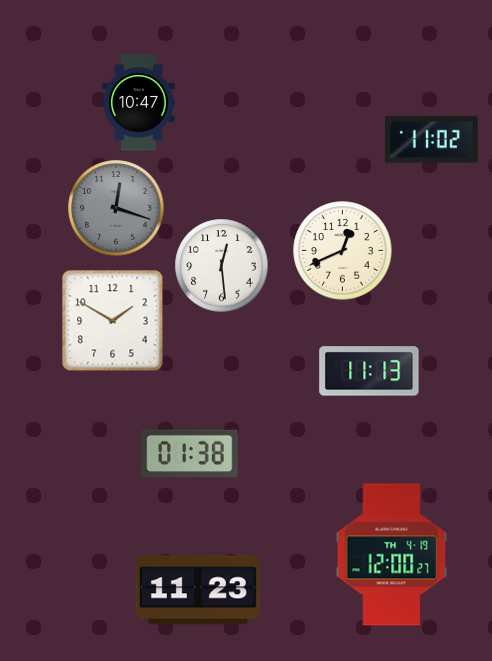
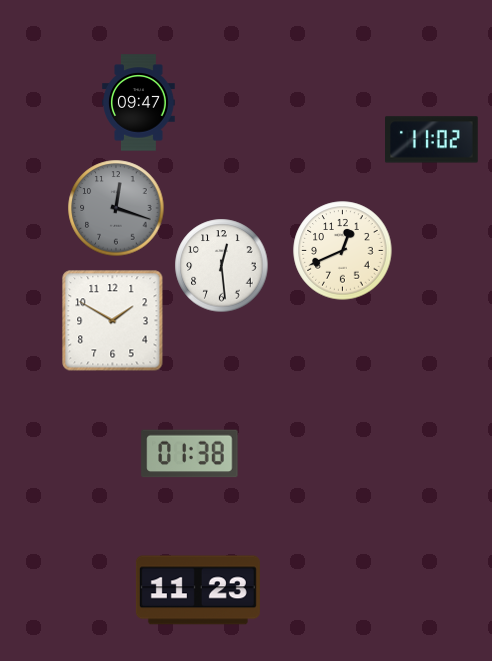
clock at (139, 103): 10:47 -> 09:47
clock at (369, 371): 11:13 -> none
clock at (392, 555): 12:00 -> none
